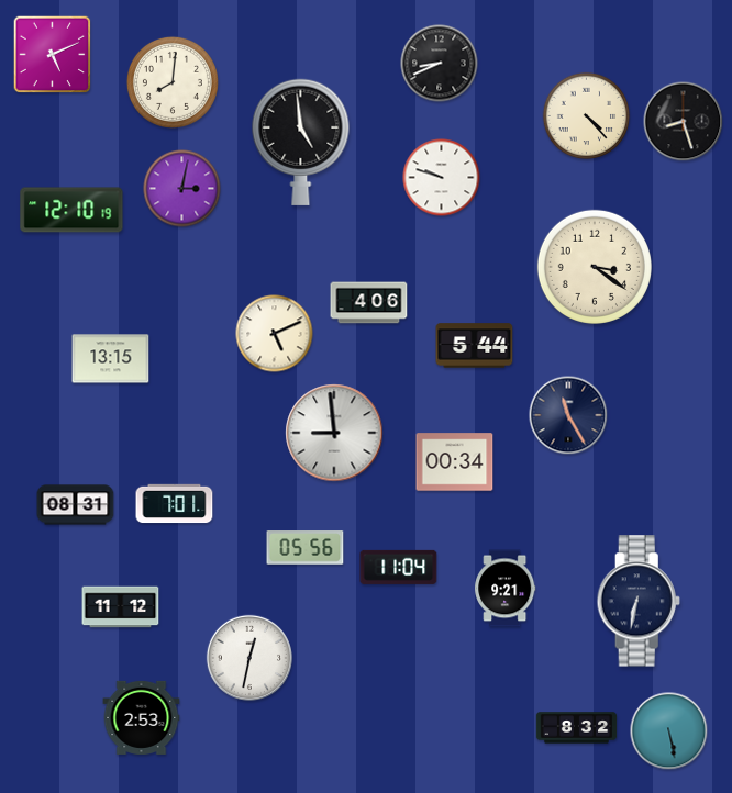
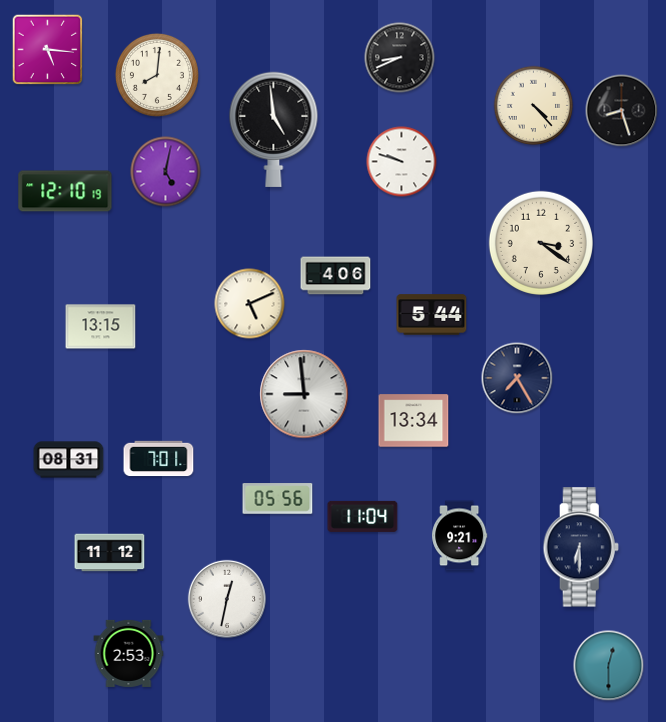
clock at (53, 55): 5:11 -> 5:16
clock at (182, 189): 3:02 -> 5:02
clock at (568, 415): 11:25 -> 7:25
clock at (455, 462): 00:34 -> 13:34
clock at (639, 601): 6:32 -> 6:30
clock at (577, 728): 8:32 -> none
clock at (669, 731): 5:28 -> 12:30
